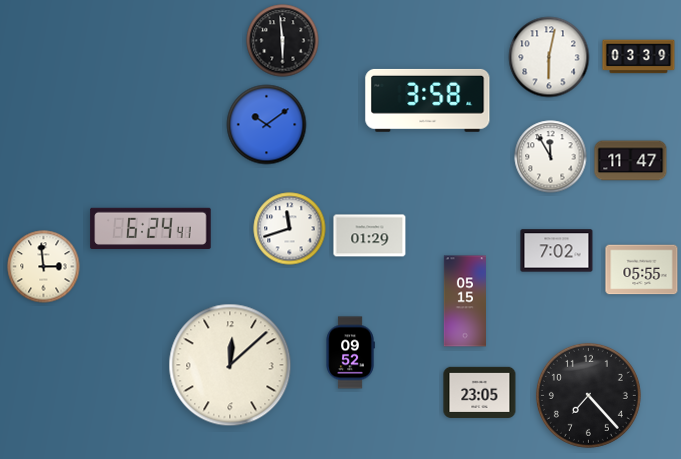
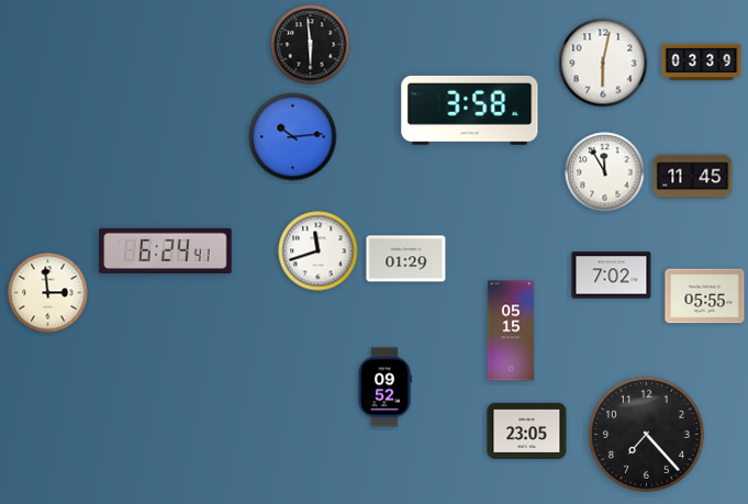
clock at (267, 125): 10:09 -> 10:14
clock at (631, 161): 11:47 -> 11:45
clock at (230, 365): 12:08 -> none
